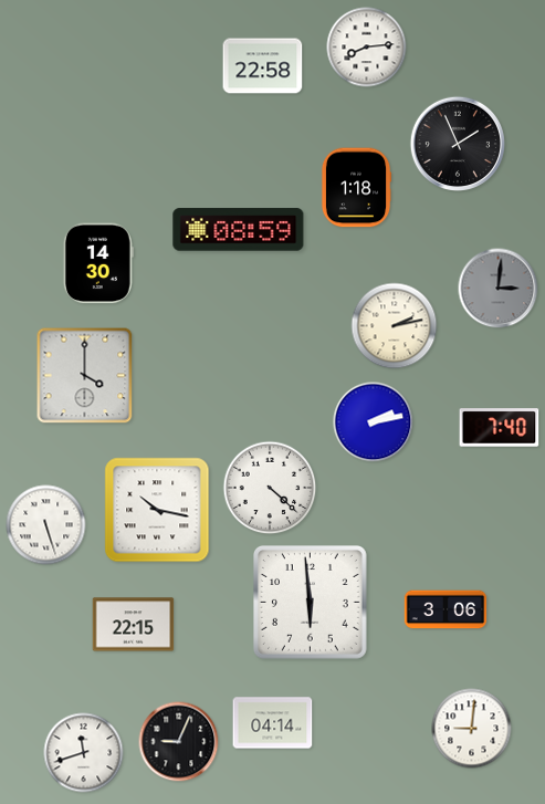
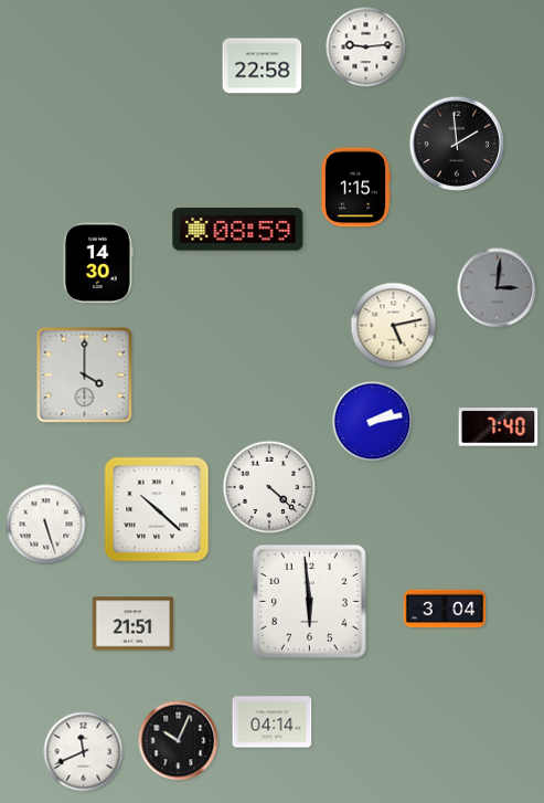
clock at (367, 48): 8:14 -> 9:14
clock at (457, 143): 1:56 -> 1:59
clock at (356, 188): 1:18 -> 1:15
clock at (395, 326): 2:13 -> 5:13
clock at (157, 510): 10:17 -> 10:22
clock at (446, 609): 3:06 -> 3:04
clock at (134, 625): 22:15 -> 21:51
clock at (472, 729): 9:01 -> none
clock at (179, 742): 9:04 -> 10:04
clock at (84, 753): 11:42 -> 11:41
